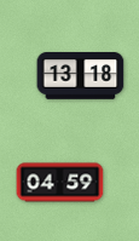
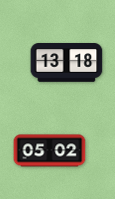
clock at (60, 183): 04:59 -> 05:02
